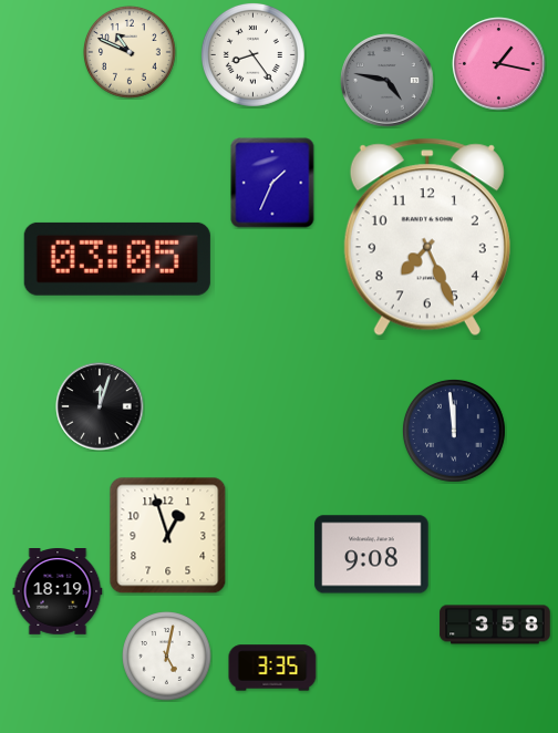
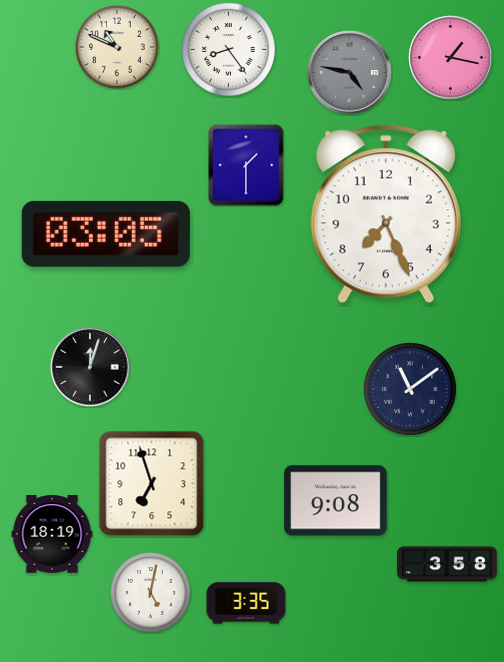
clock at (272, 183): 1:34 -> 1:30
clock at (454, 431): 11:59 -> 11:09
clock at (168, 536): 12:57 -> 6:57
